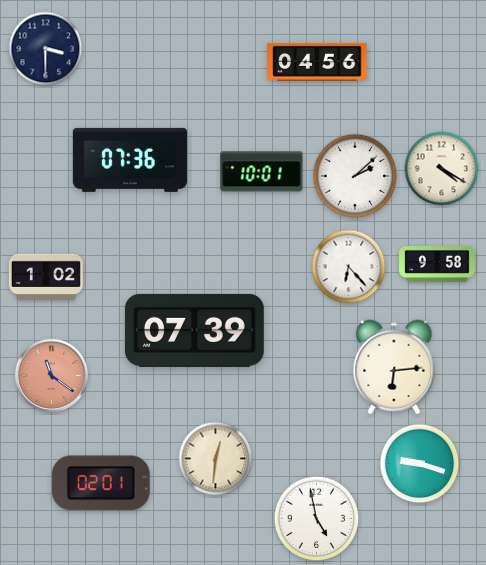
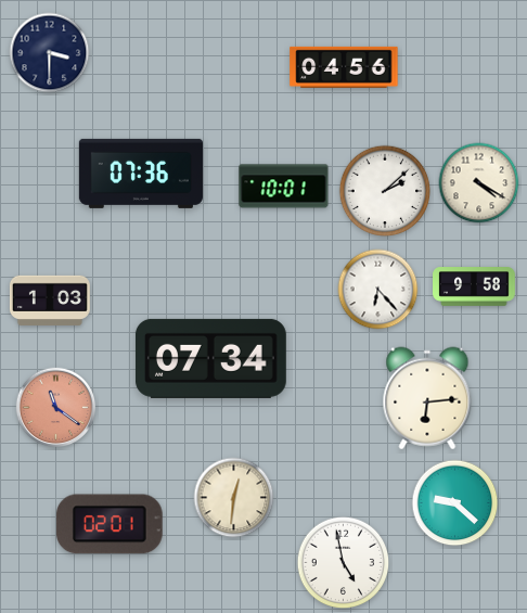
clock at (46, 277): 1:02 -> 1:03
clock at (194, 330): 07:39 -> 07:34
clock at (420, 464): 9:18 -> 9:22
